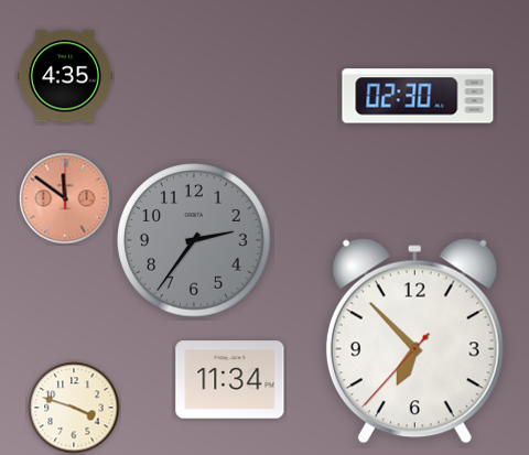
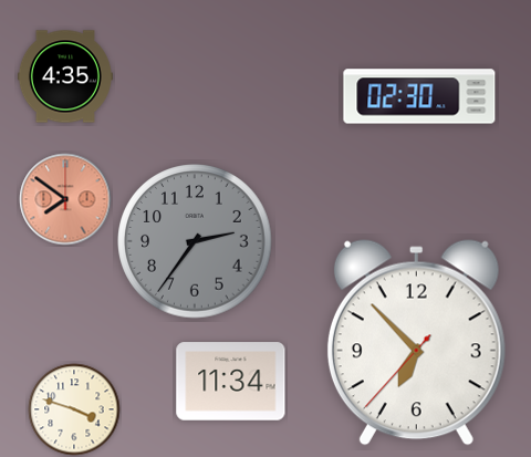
clock at (65, 198): 11:51 -> 7:51
